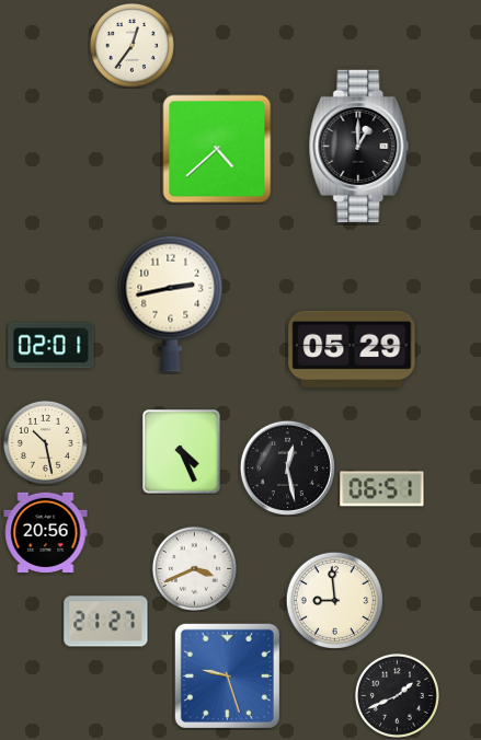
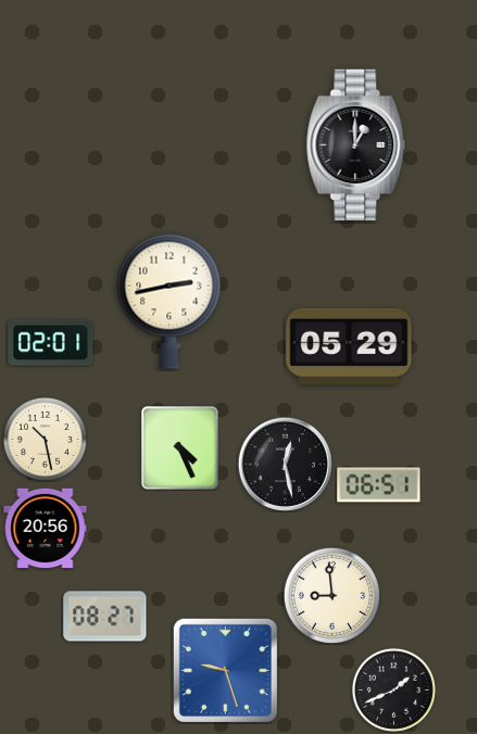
clock at (131, 45): 12:36 -> none
clock at (217, 149): 4:38 -> none
clock at (194, 568): 3:41 -> none
clock at (106, 622): 21:27 -> 08:27
